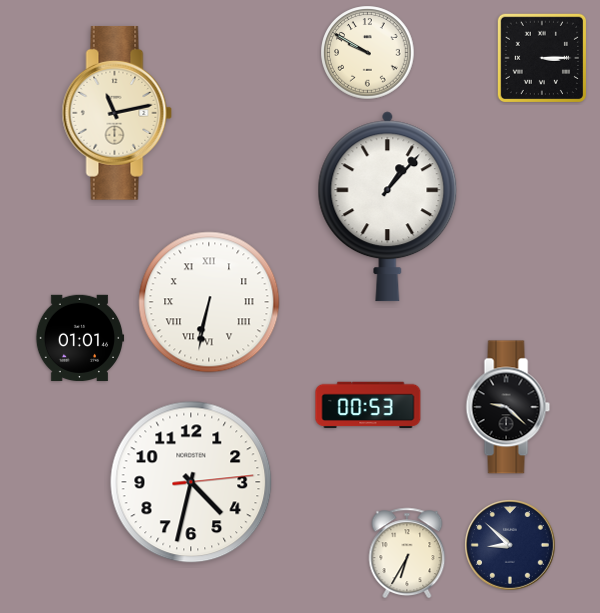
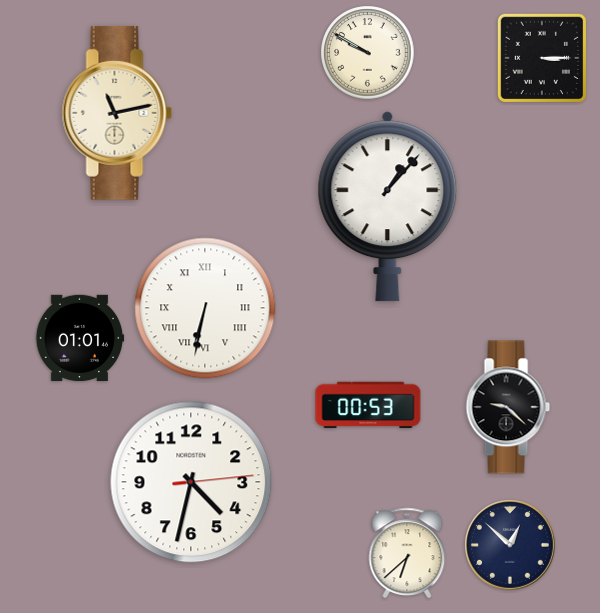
clock at (209, 302) position: (209, 302) -> (205, 308)
clock at (510, 545): 8:52 -> 12:52
clock at (407, 553): 6:35 -> 6:38
